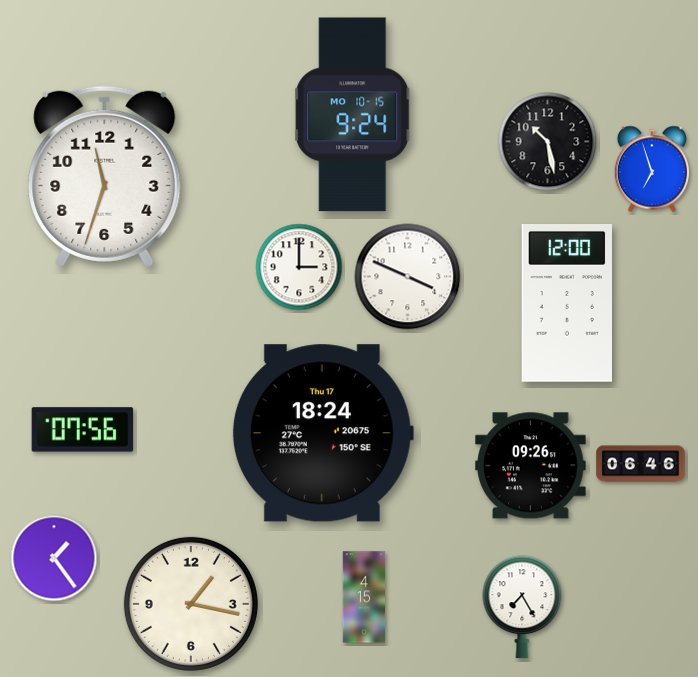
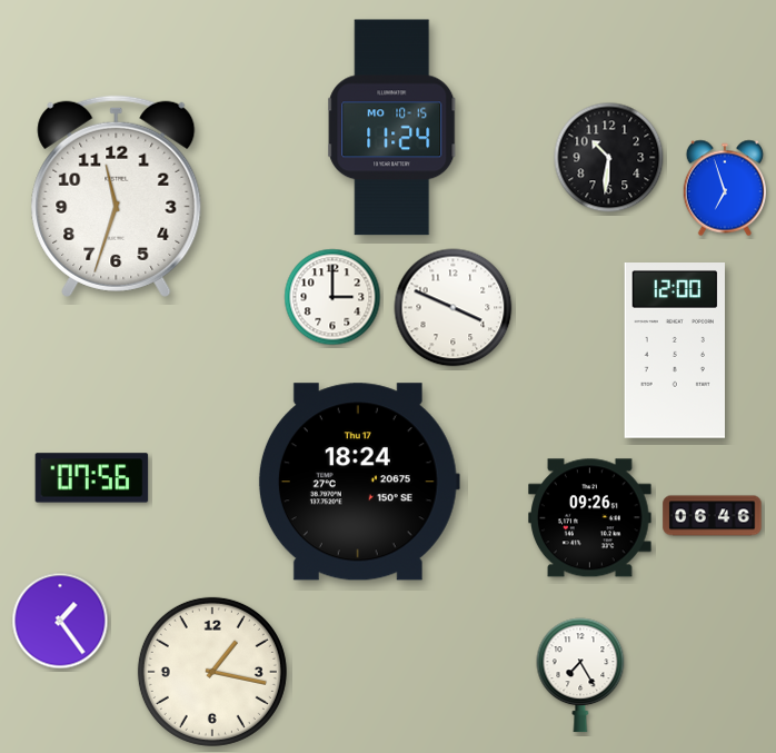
clock at (353, 115): 9:24 -> 11:24
clock at (548, 142): 10:28 -> 10:31
clock at (567, 304) position: (567, 304) -> (675, 351)
clock at (364, 597): 4:15 -> none
